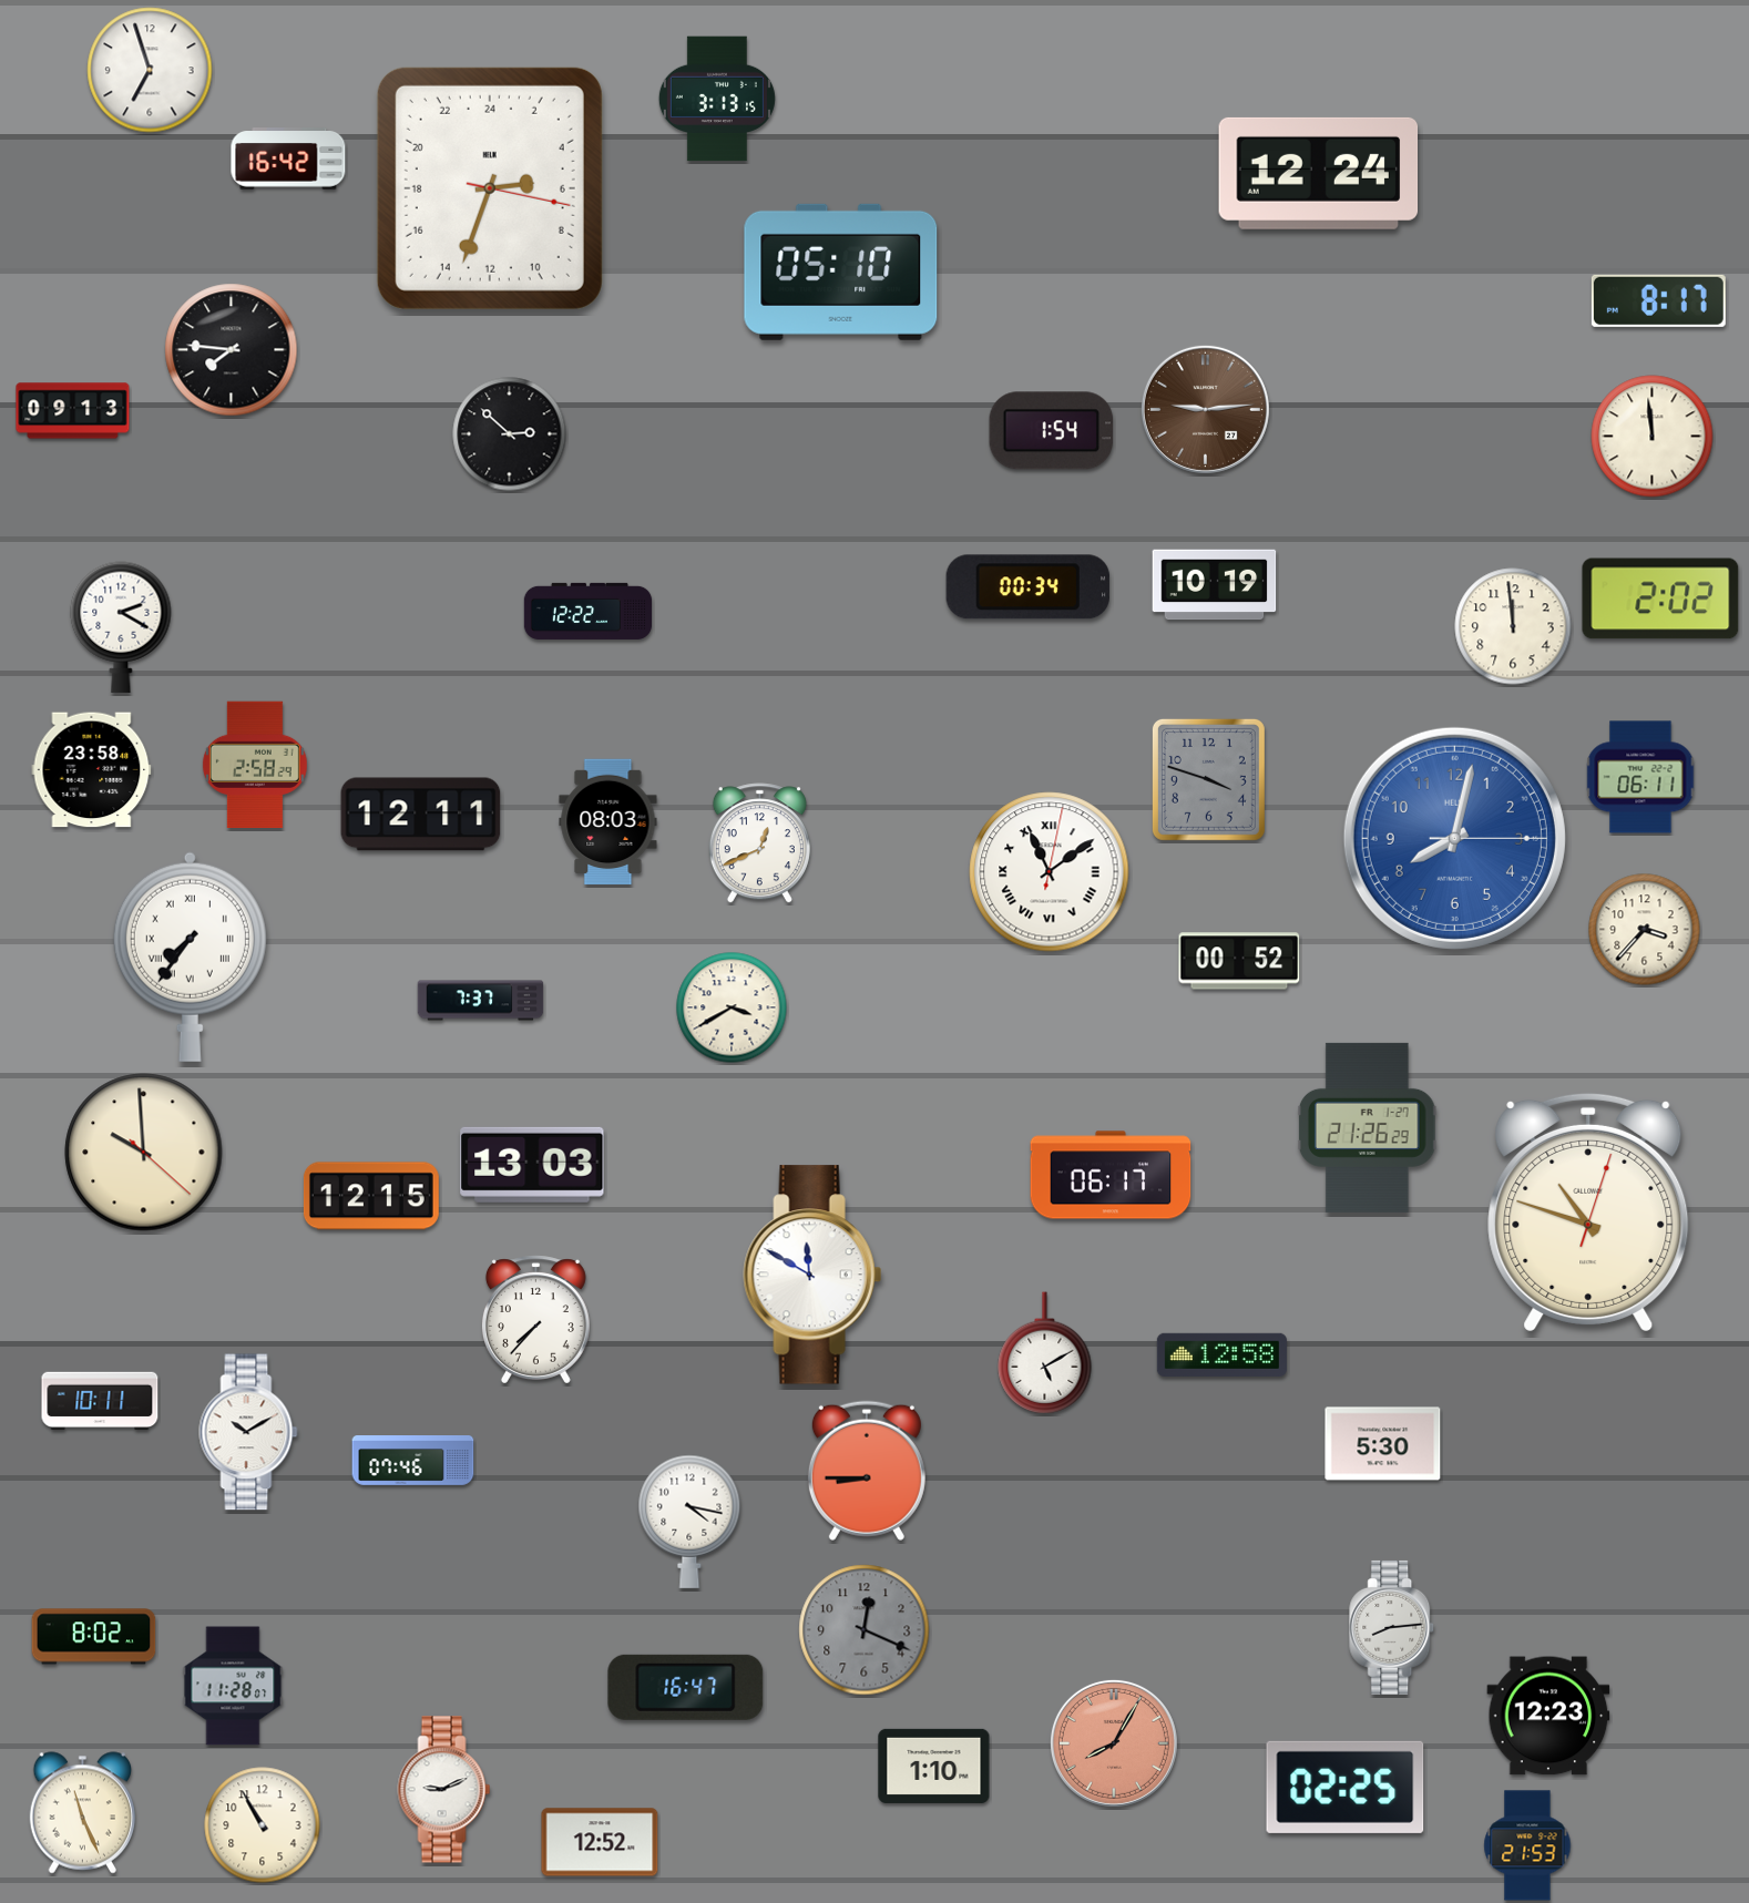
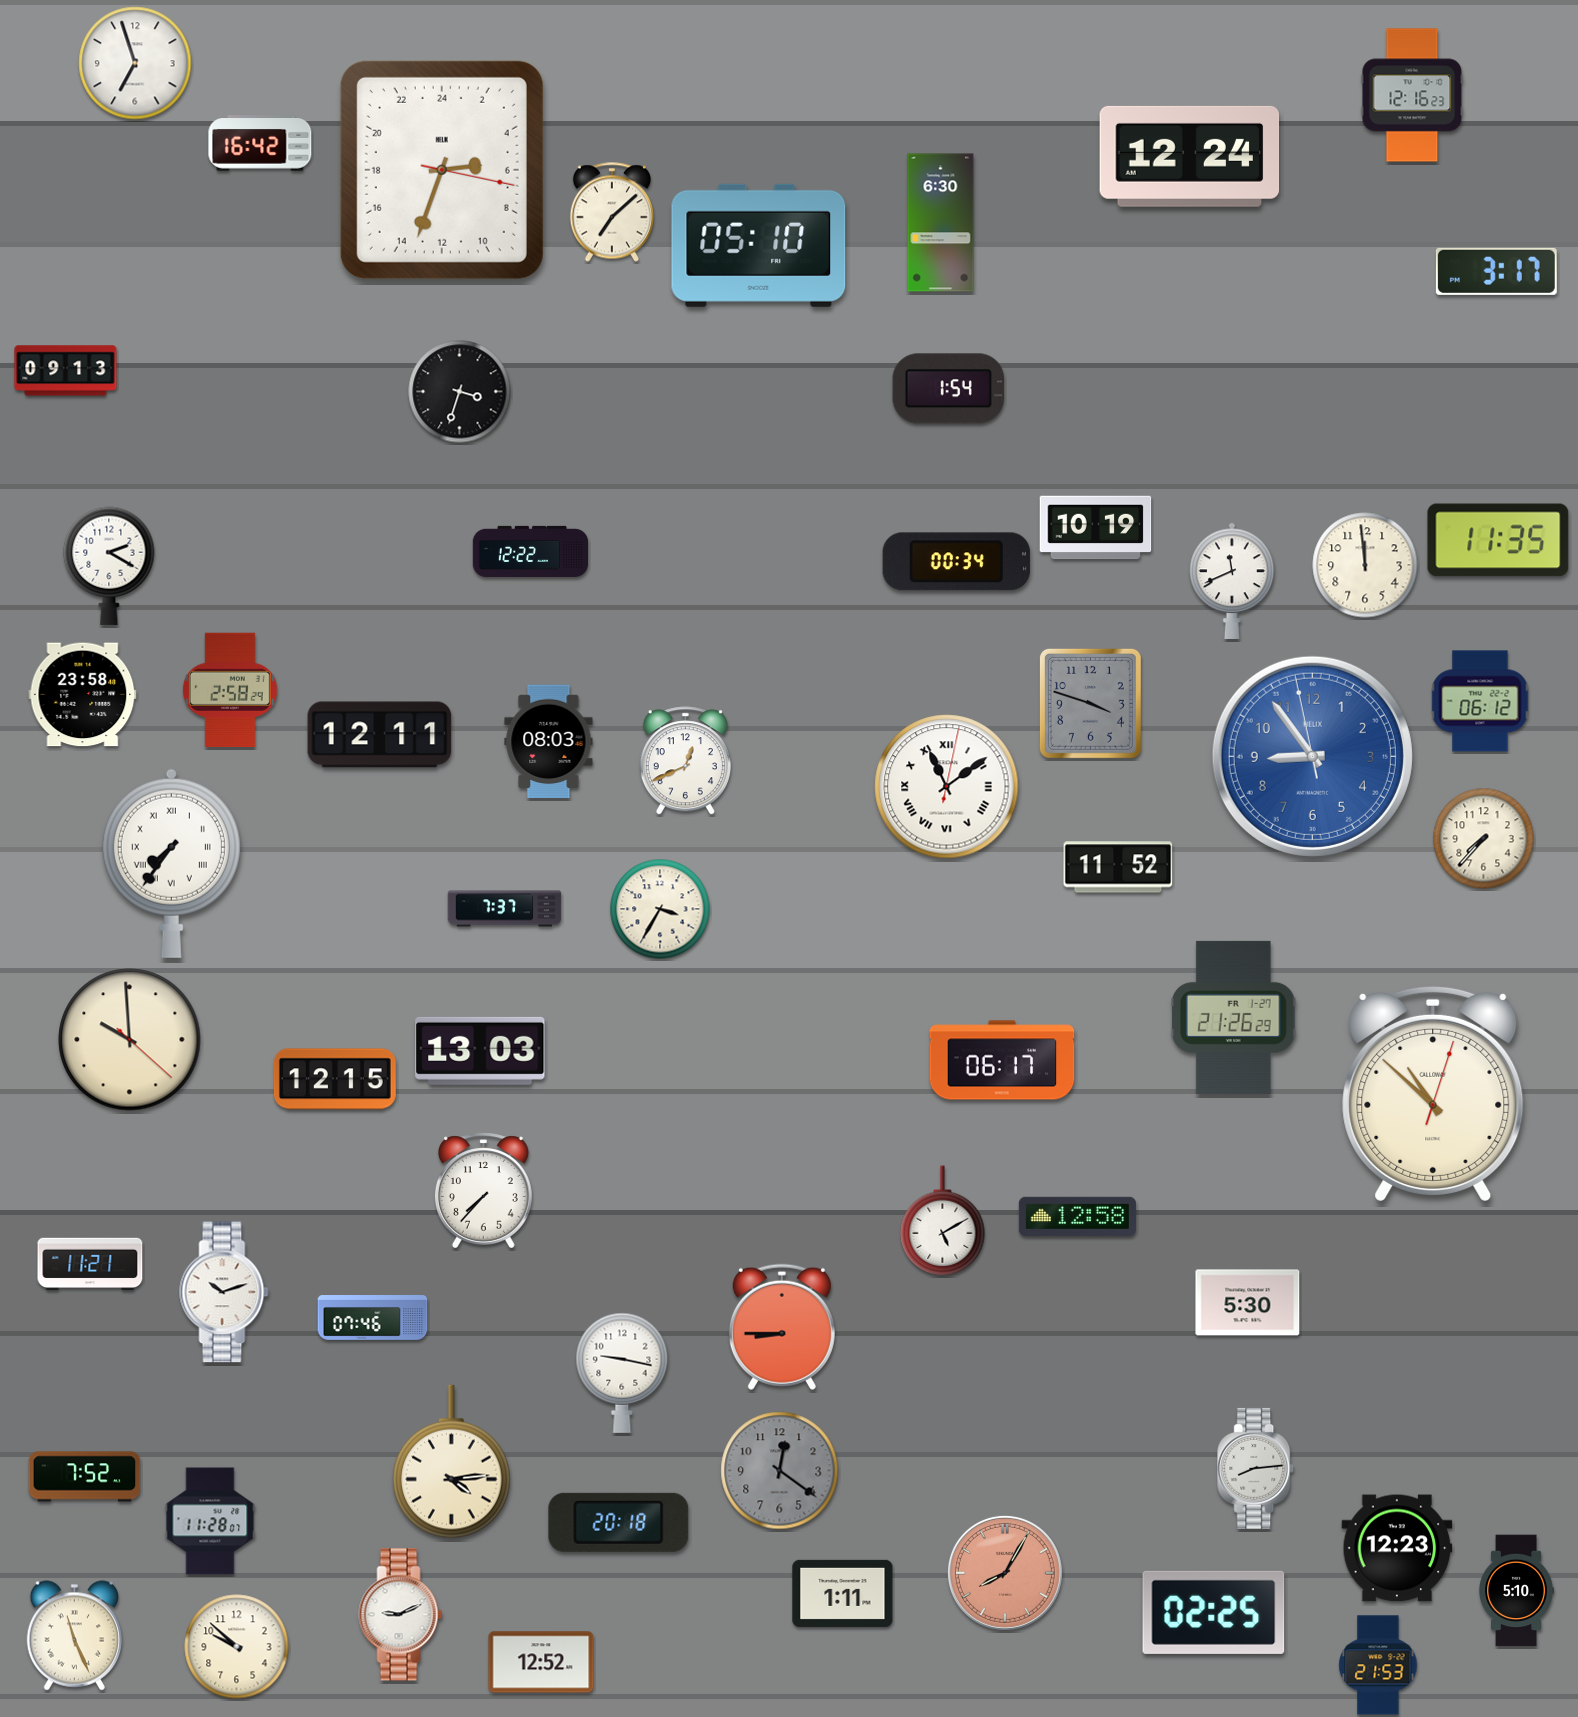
clock at (717, 99): 3:13 -> none
clock at (1412, 95): none -> 12:16
clock at (612, 212): none -> 7:08
clock at (941, 223): none -> 6:30
clock at (1658, 300): 8:17 -> 3:17
clock at (232, 350): 7:46 -> none
clock at (1205, 409): 9:14 -> none
clock at (510, 434): 2:52 -> 3:33
clock at (1653, 437): 11:59 -> none
clock at (1027, 587) position: (1027, 587) -> (956, 562)
clock at (1660, 598): 2:02 -> 11:35
clock at (1232, 581): none -> 11:41
clock at (1640, 777): 06:11 -> 06:12
clock at (1454, 838): 8:02 -> 8:53
clock at (1645, 930): 3:37 -> 7:37
clock at (1239, 961): 00:52 -> 11:52
clock at (481, 1001) position: (481, 1001) -> (505, 909)
clock at (732, 1007): 3:40 -> 3:35
clock at (1588, 1213): 10:48 -> 10:52
clock at (812, 1275): 11:50 -> none
clock at (1221, 1354) position: (1221, 1354) -> (1077, 1216)
clock at (100, 1401): 10:11 -> 11:21
clock at (248, 1432): 10:10 -> 10:12
clock at (689, 1522): 4:17 -> 9:17
clock at (452, 1462): none -> 4:14
clock at (865, 1630): 12:19 -> 12:21
clock at (94, 1637): 8:02 -> 7:52
clock at (686, 1687): 16:47 -> 20:18
clock at (1516, 1591): none -> 5:10
clock at (934, 1766): 1:10 -> 1:11
clock at (263, 1825): 10:55 -> 9:52
